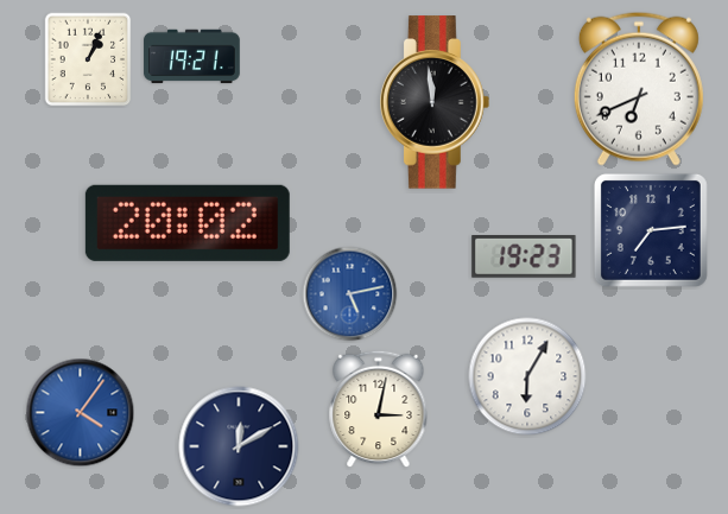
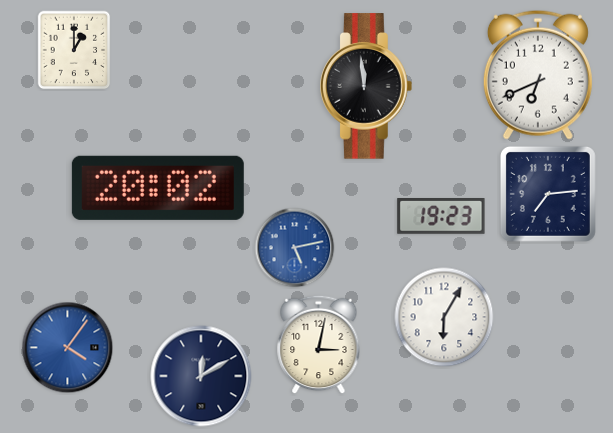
clock at (192, 57): 19:21 -> none
clock at (88, 59): 1:04 -> 1:00
